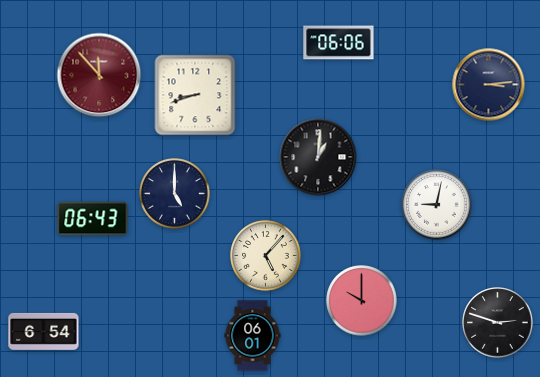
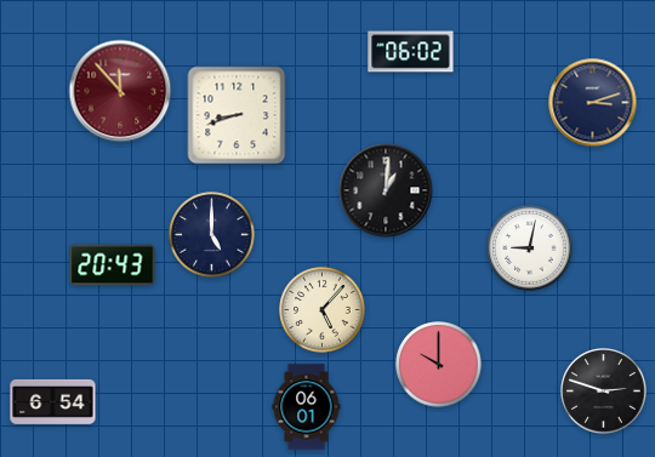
clock at (339, 43): 06:06 -> 06:02
clock at (489, 85): 3:14 -> 3:12
clock at (93, 219): 06:43 -> 20:43
